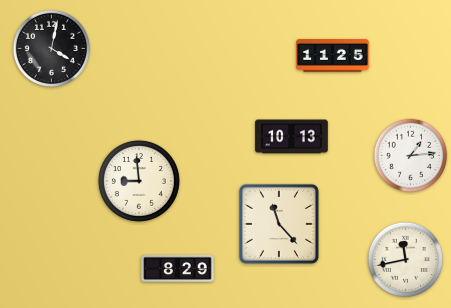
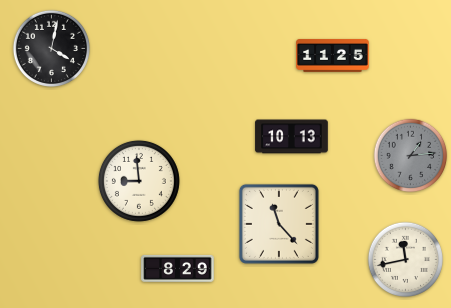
clock at (411, 156) dial: white -> grey
